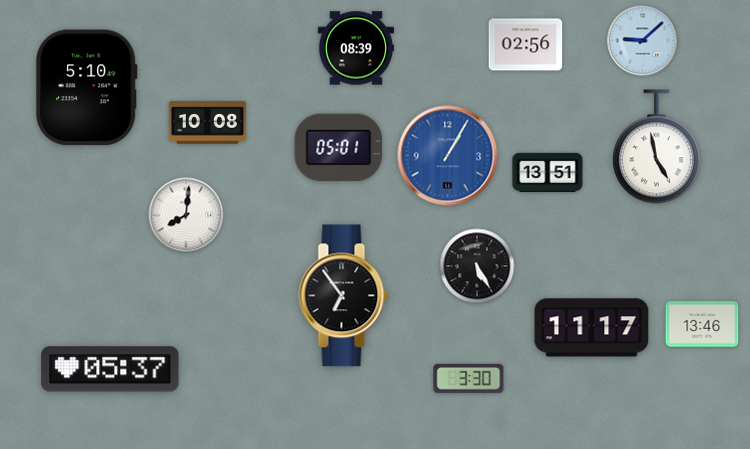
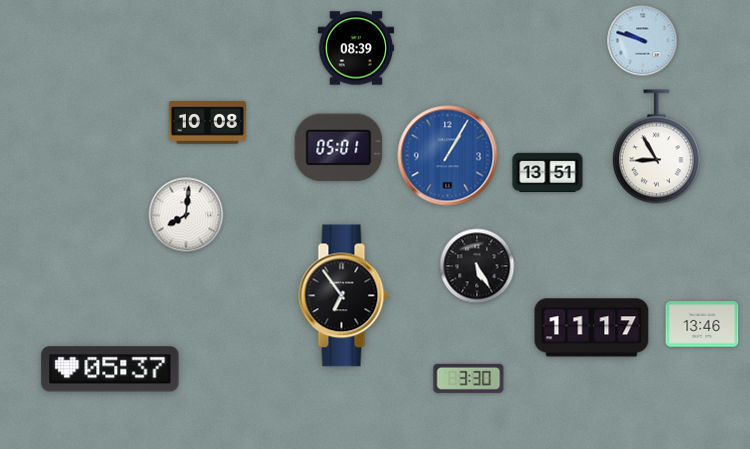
clock at (643, 41): 9:08 -> 9:48
clock at (526, 45): 02:56 -> none
clock at (87, 88): 5:10 -> none
clock at (656, 147): 4:58 -> 8:55
